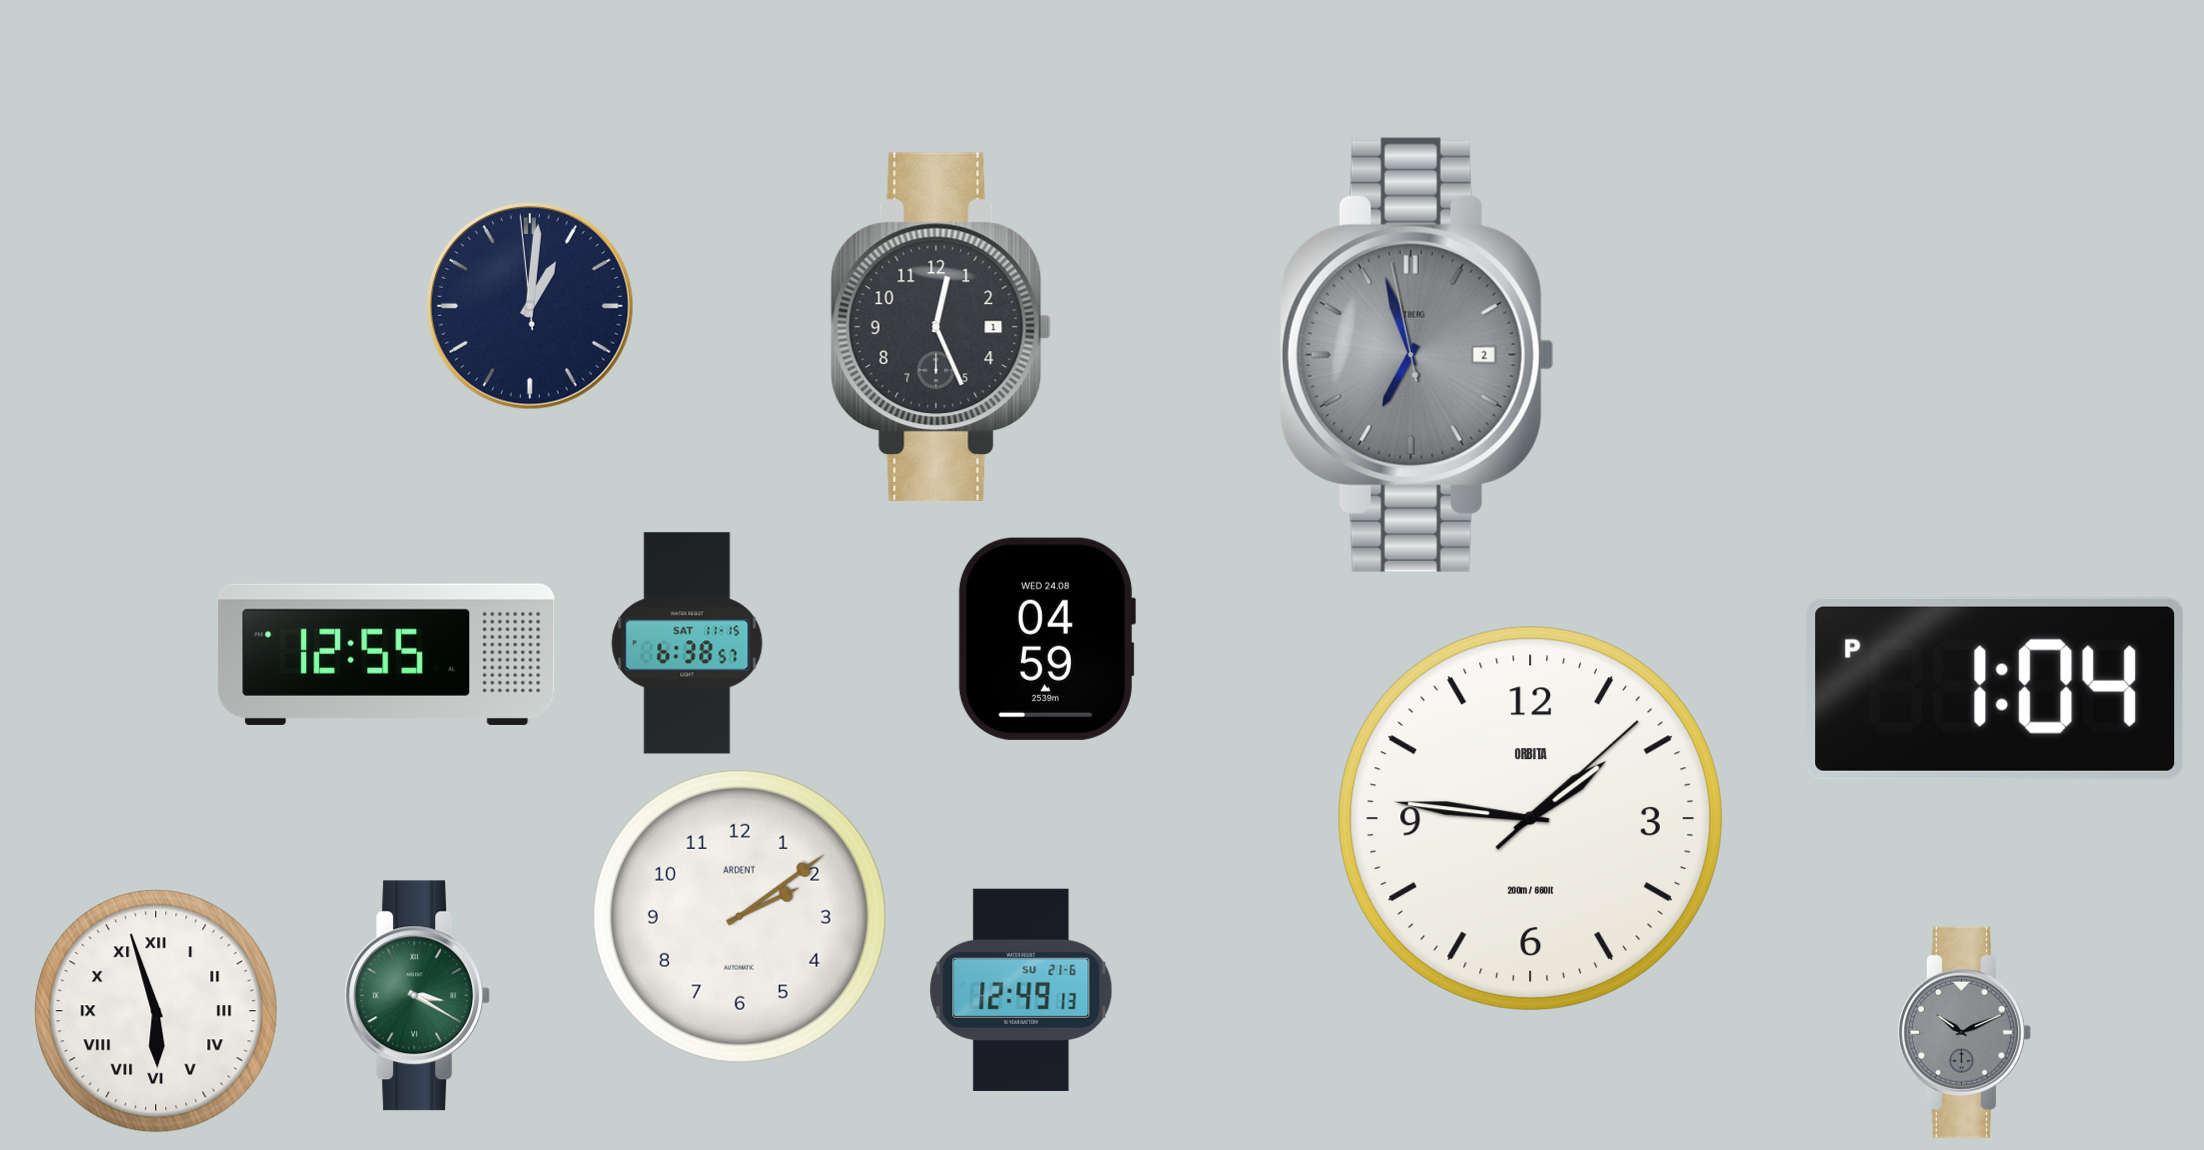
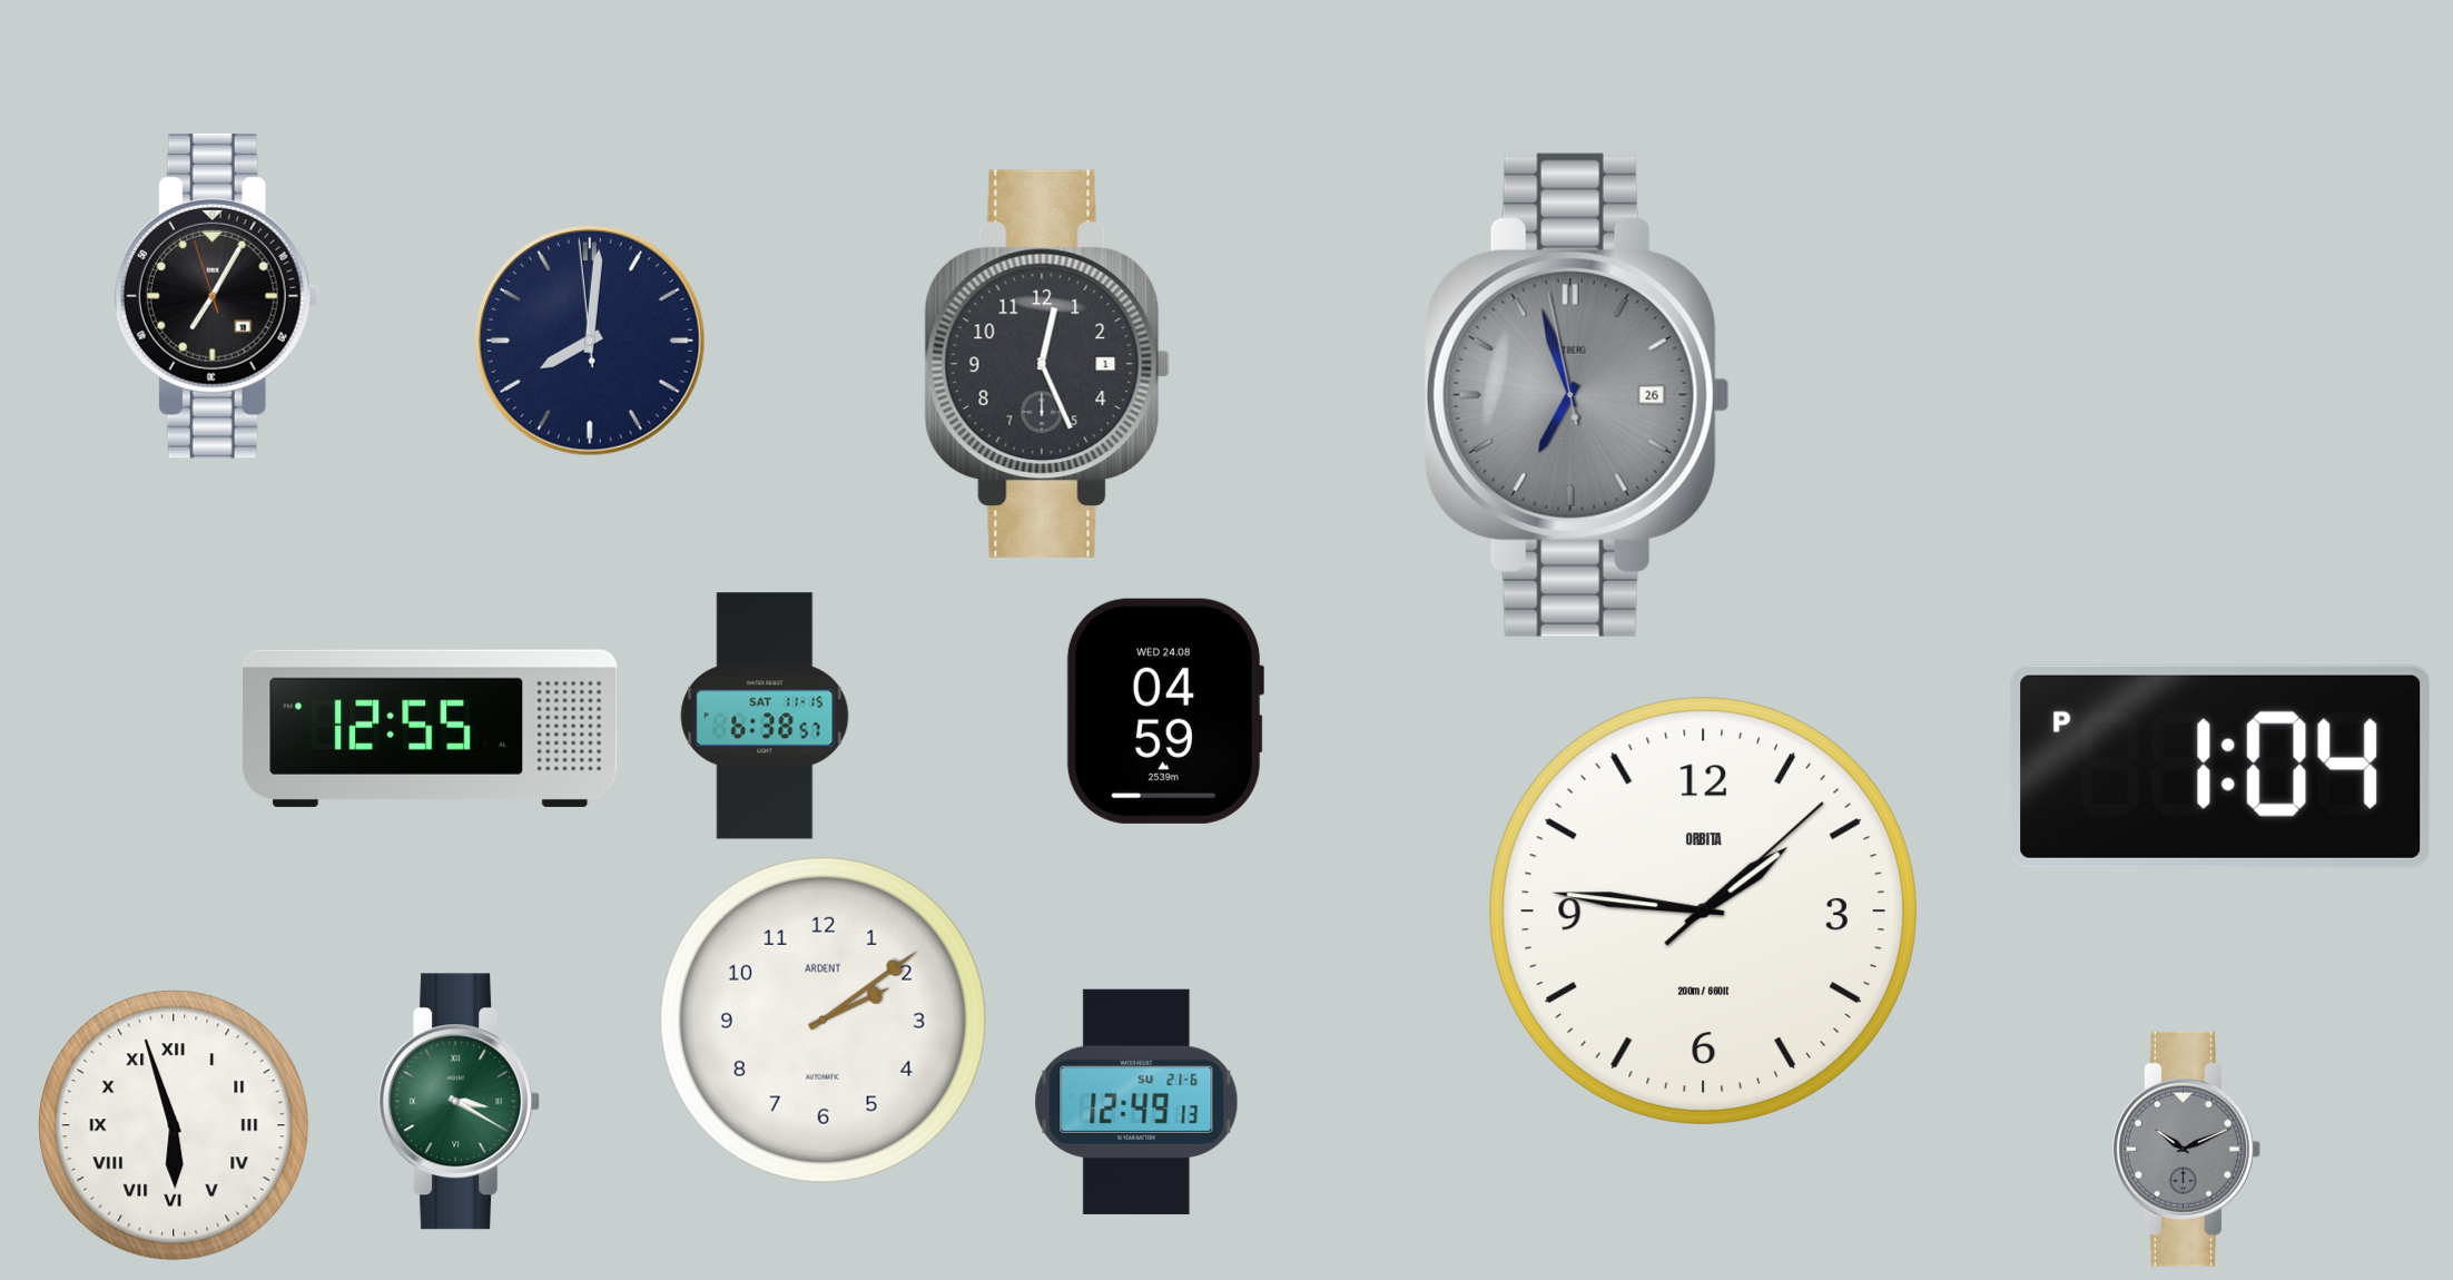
clock at (217, 296): none -> 7:04
clock at (531, 307): 1:00 -> 8:00
clock at (1417, 355) date: 2 -> 26
clock at (418, 996) position: (418, 996) -> (460, 1102)
